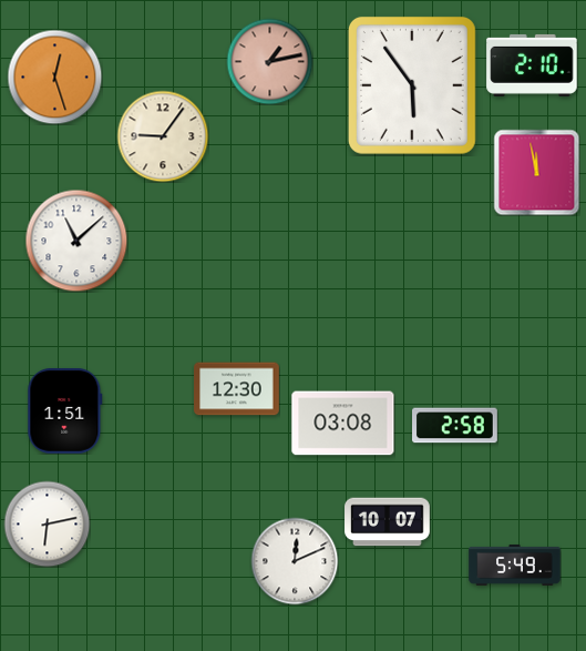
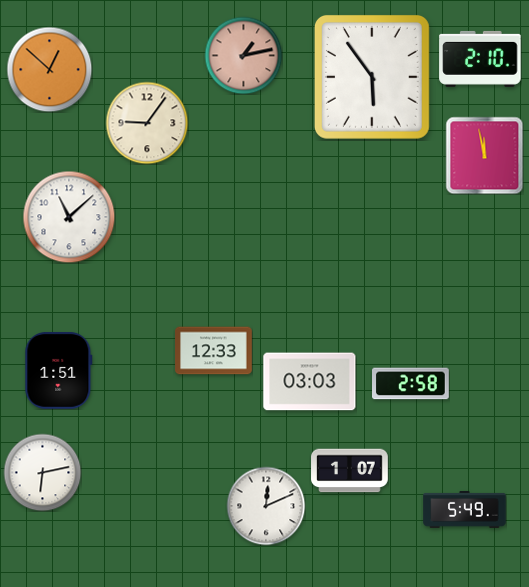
clock at (54, 77): 12:27 -> 12:52
clock at (237, 389): 12:30 -> 12:33
clock at (343, 424): 03:08 -> 03:03
clock at (388, 522): 10:07 -> 1:07
